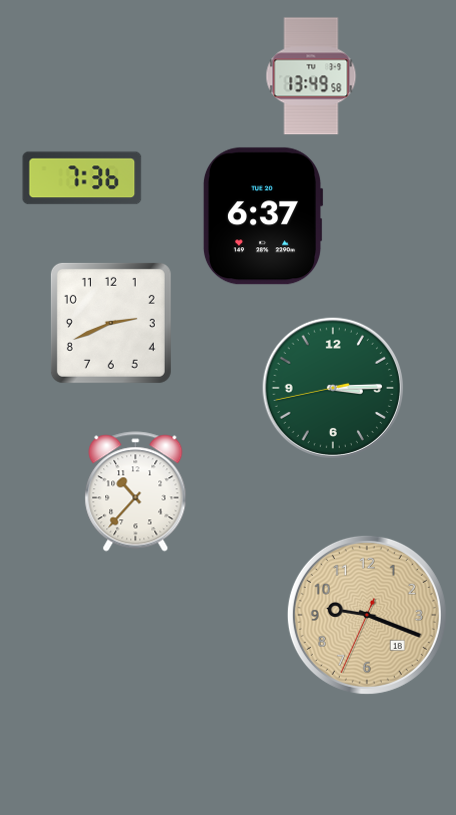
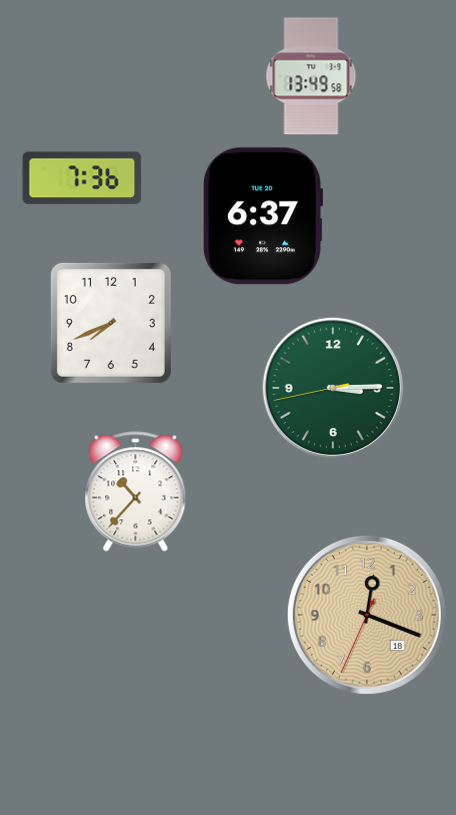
clock at (111, 323): 2:41 -> 7:41
clock at (367, 615): 9:18 -> 12:18
